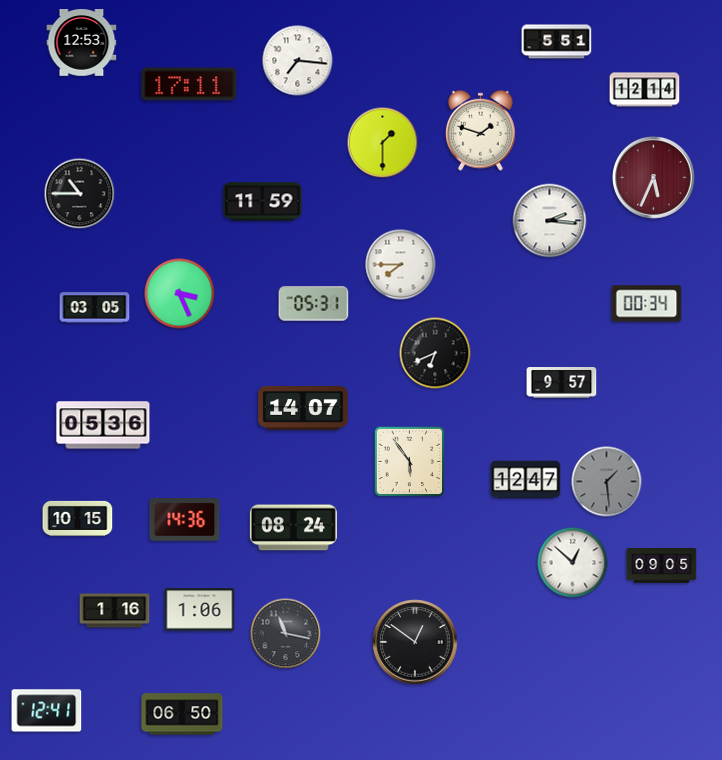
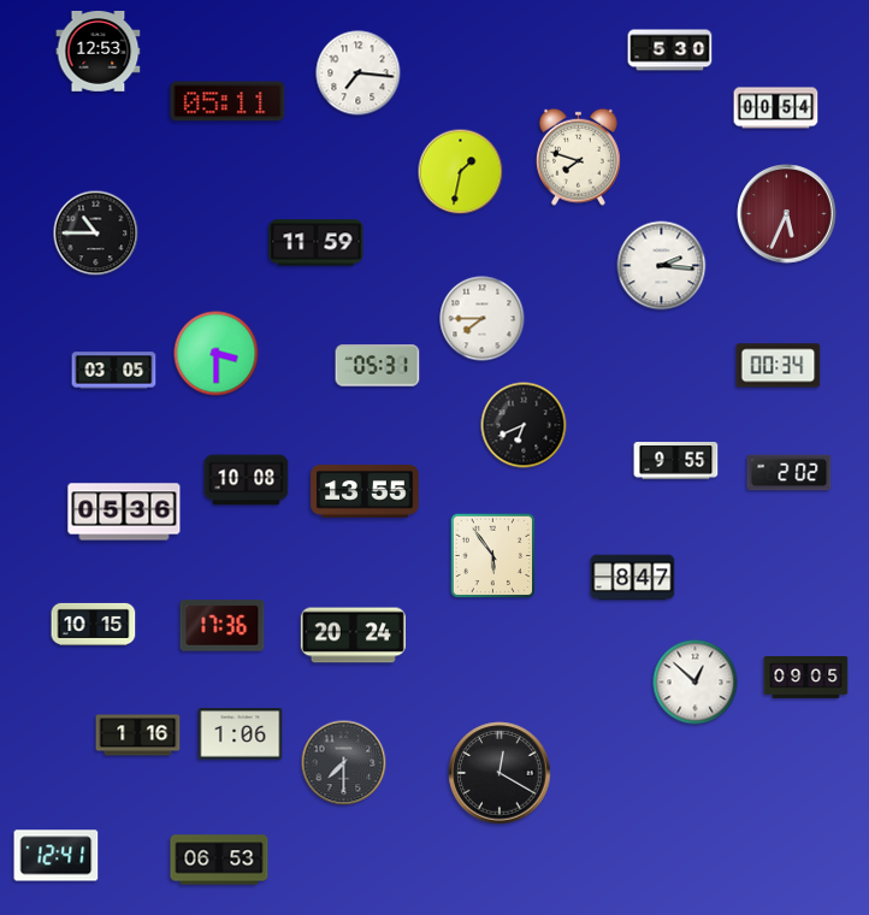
clock at (557, 42): 5:51 -> 5:30
clock at (189, 84): 17:11 -> 05:11
clock at (645, 90): 12:14 -> 00:54
clock at (480, 130): 1:48 -> 7:48
clock at (383, 143): 1:30 -> 1:32
clock at (180, 294): 3:26 -> 3:30
clock at (562, 383): 9:57 -> 9:55
clock at (790, 473): none -> 2:02
clock at (247, 480): none -> 10:08
clock at (303, 408): 14:07 -> 13:55
clock at (526, 480): 12:47 -> 8:47
clock at (607, 482): 1:29 -> none
clock at (185, 520): 14:36 -> 17:36
clock at (293, 528): 08:24 -> 20:24
clock at (573, 563) position: (573, 563) -> (696, 683)
clock at (662, 566) position: (662, 566) -> (806, 678)
clock at (286, 634): 11:17 -> 7:30
clock at (415, 642): 12:51 -> 12:20
clock at (182, 714): 06:50 -> 06:53
